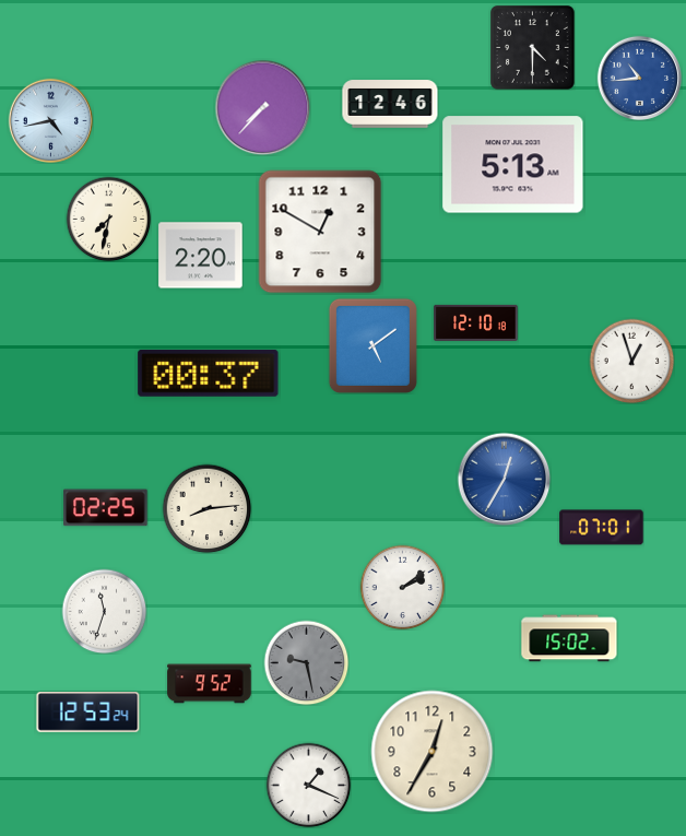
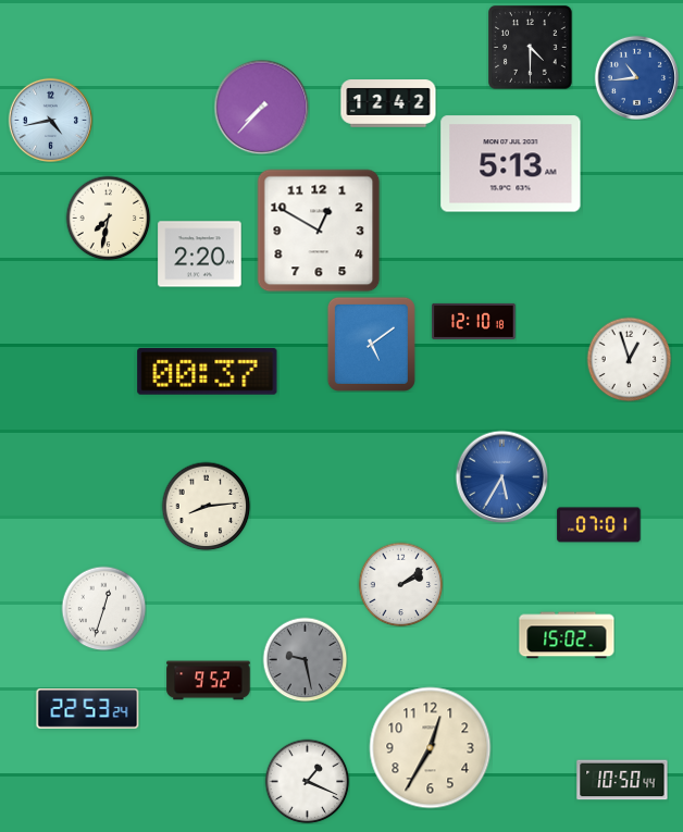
clock at (390, 104): 12:46 -> 12:42
clock at (504, 479): 12:35 -> 5:35
clock at (106, 508): 02:25 -> none
clock at (104, 611): 11:33 -> 12:33
clock at (88, 713): 12:53 -> 22:53
clock at (622, 780): none -> 10:50
